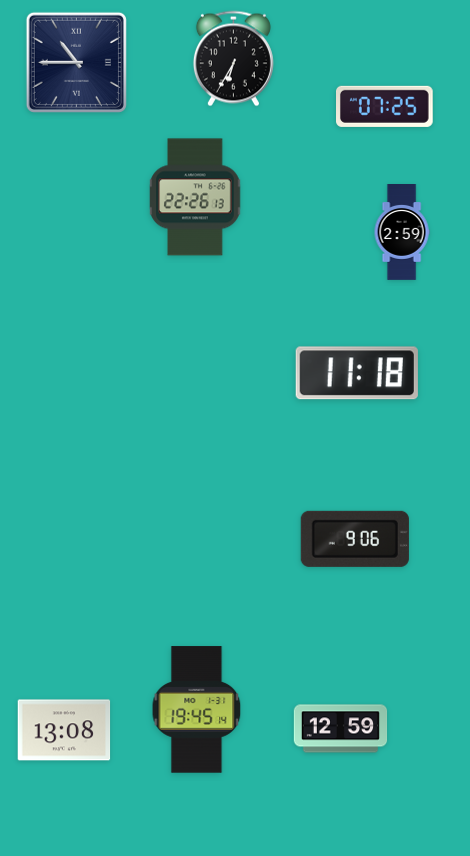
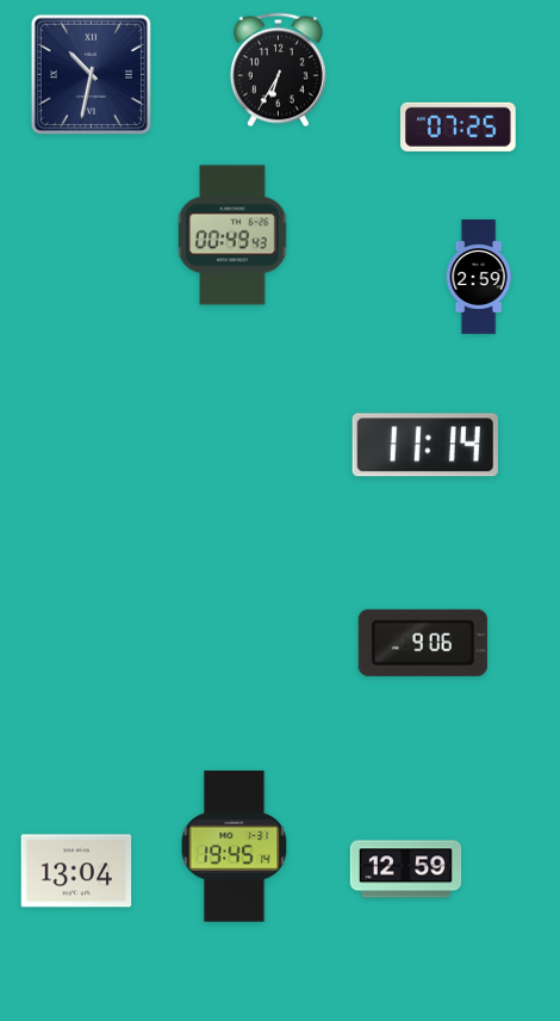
clock at (76, 62): 10:45 -> 10:32
clock at (195, 197): 22:26 -> 00:49
clock at (357, 373): 11:18 -> 11:14
clock at (64, 730): 13:08 -> 13:04
